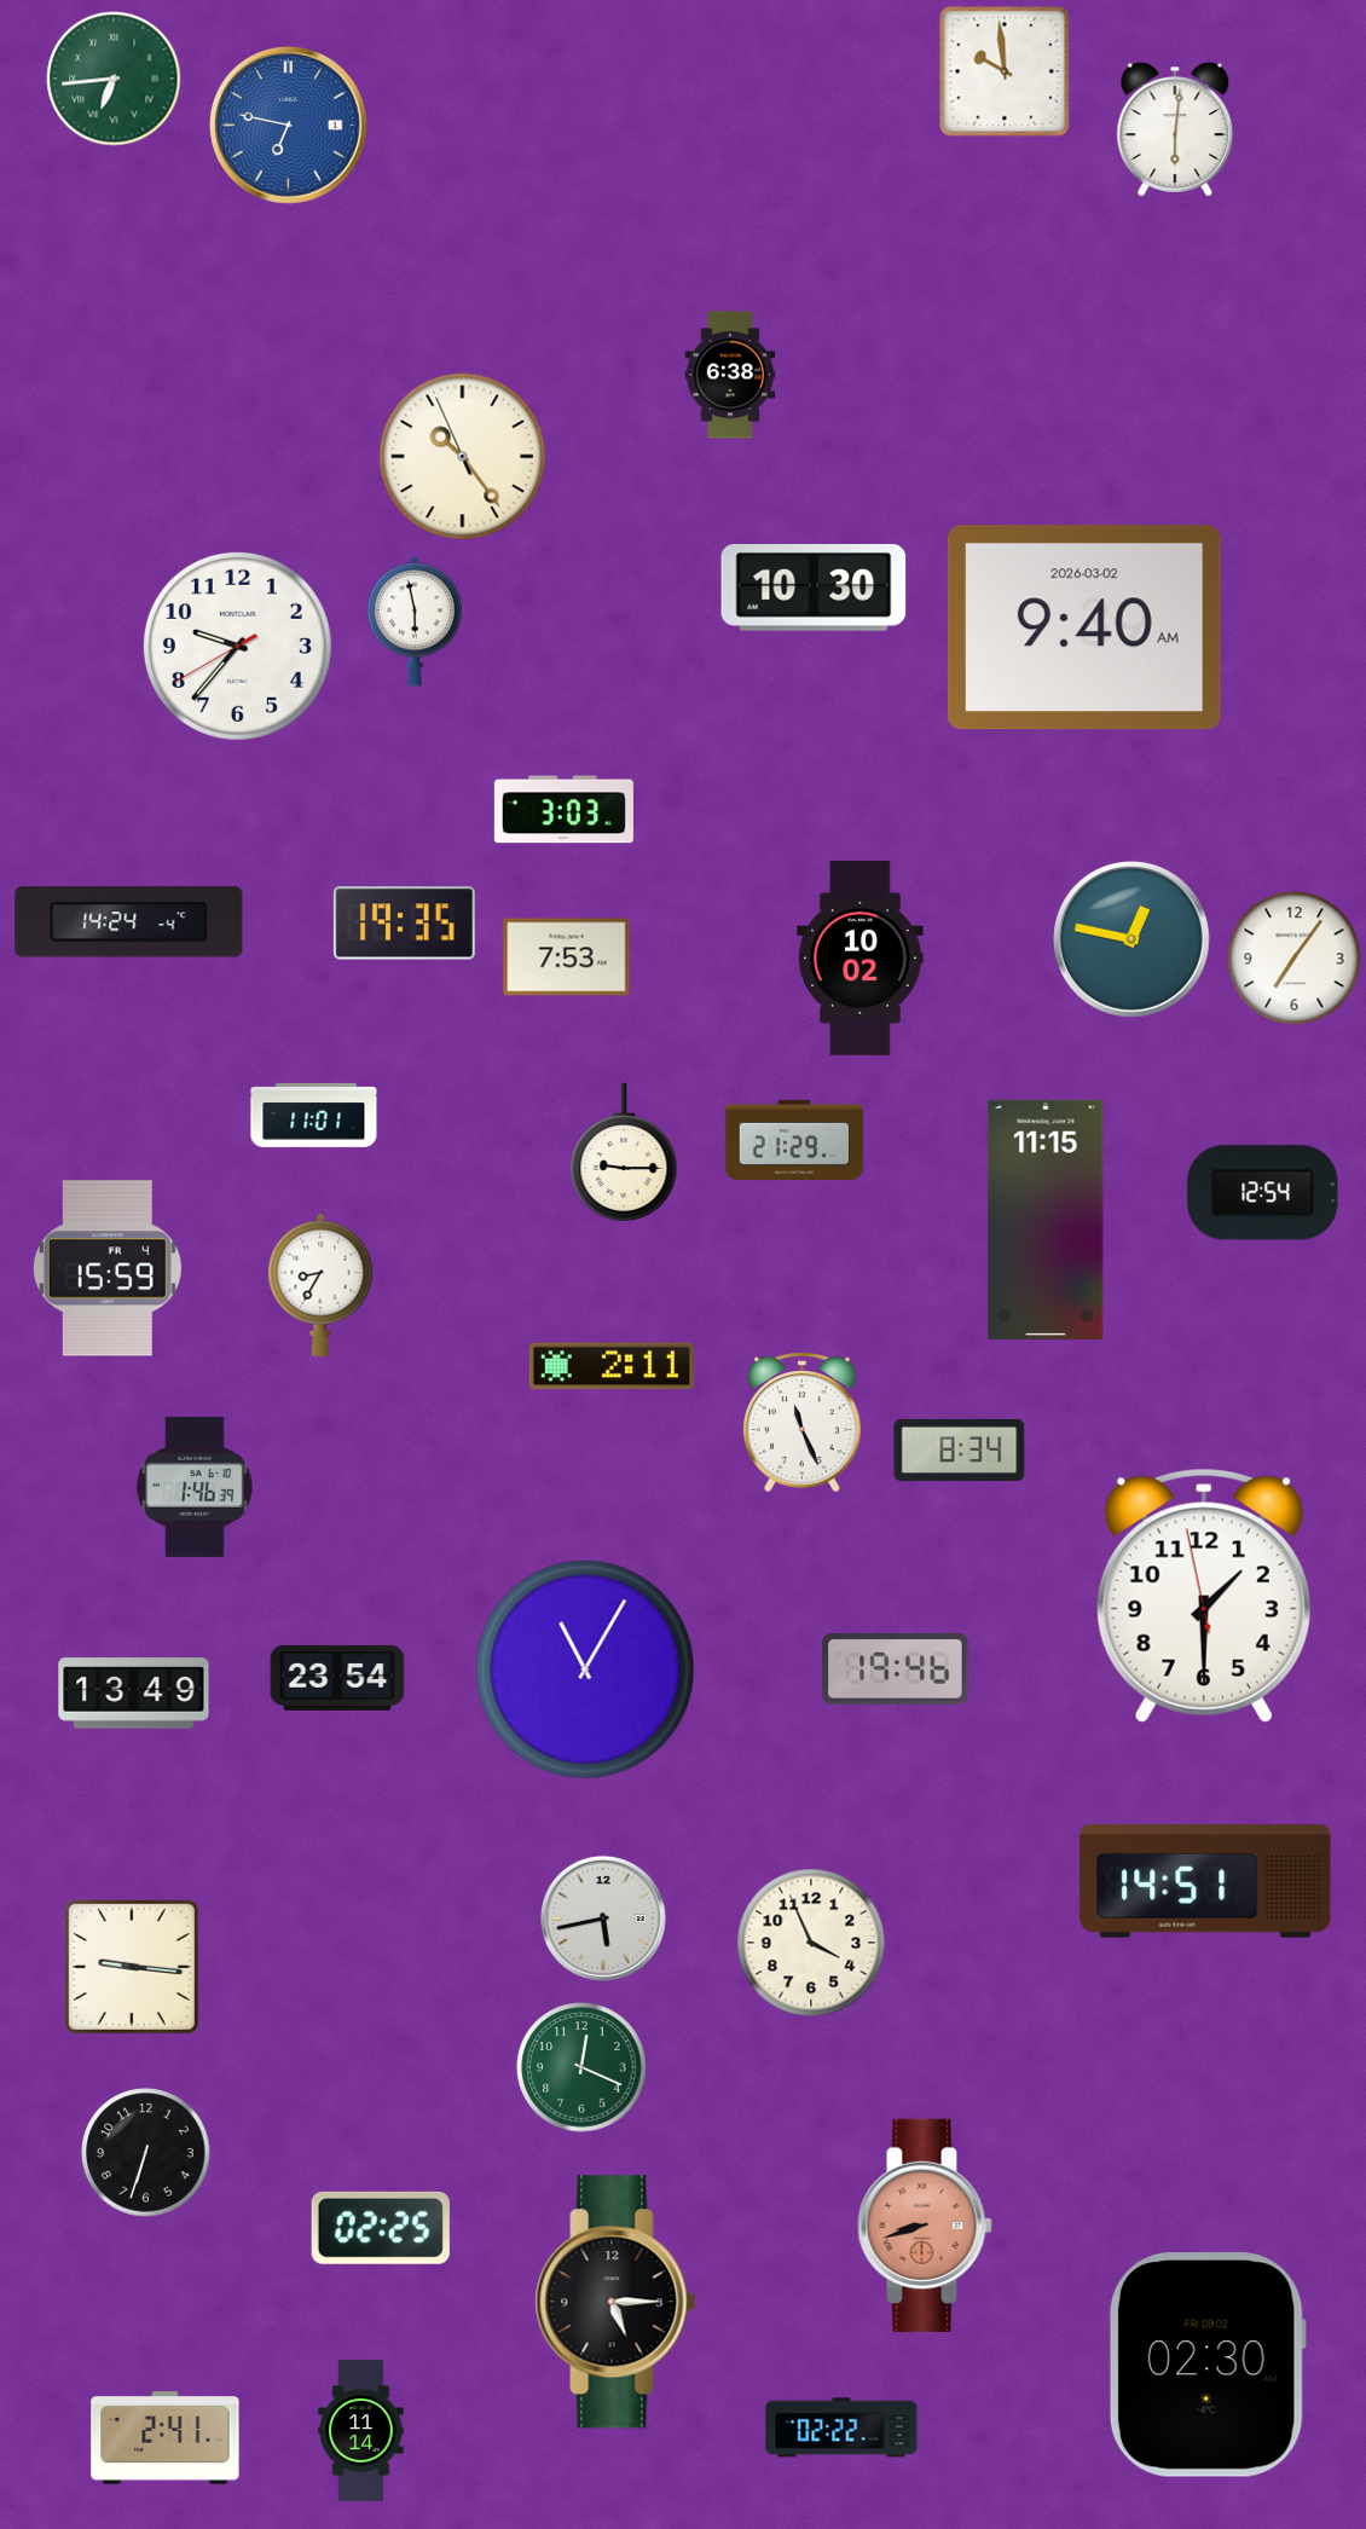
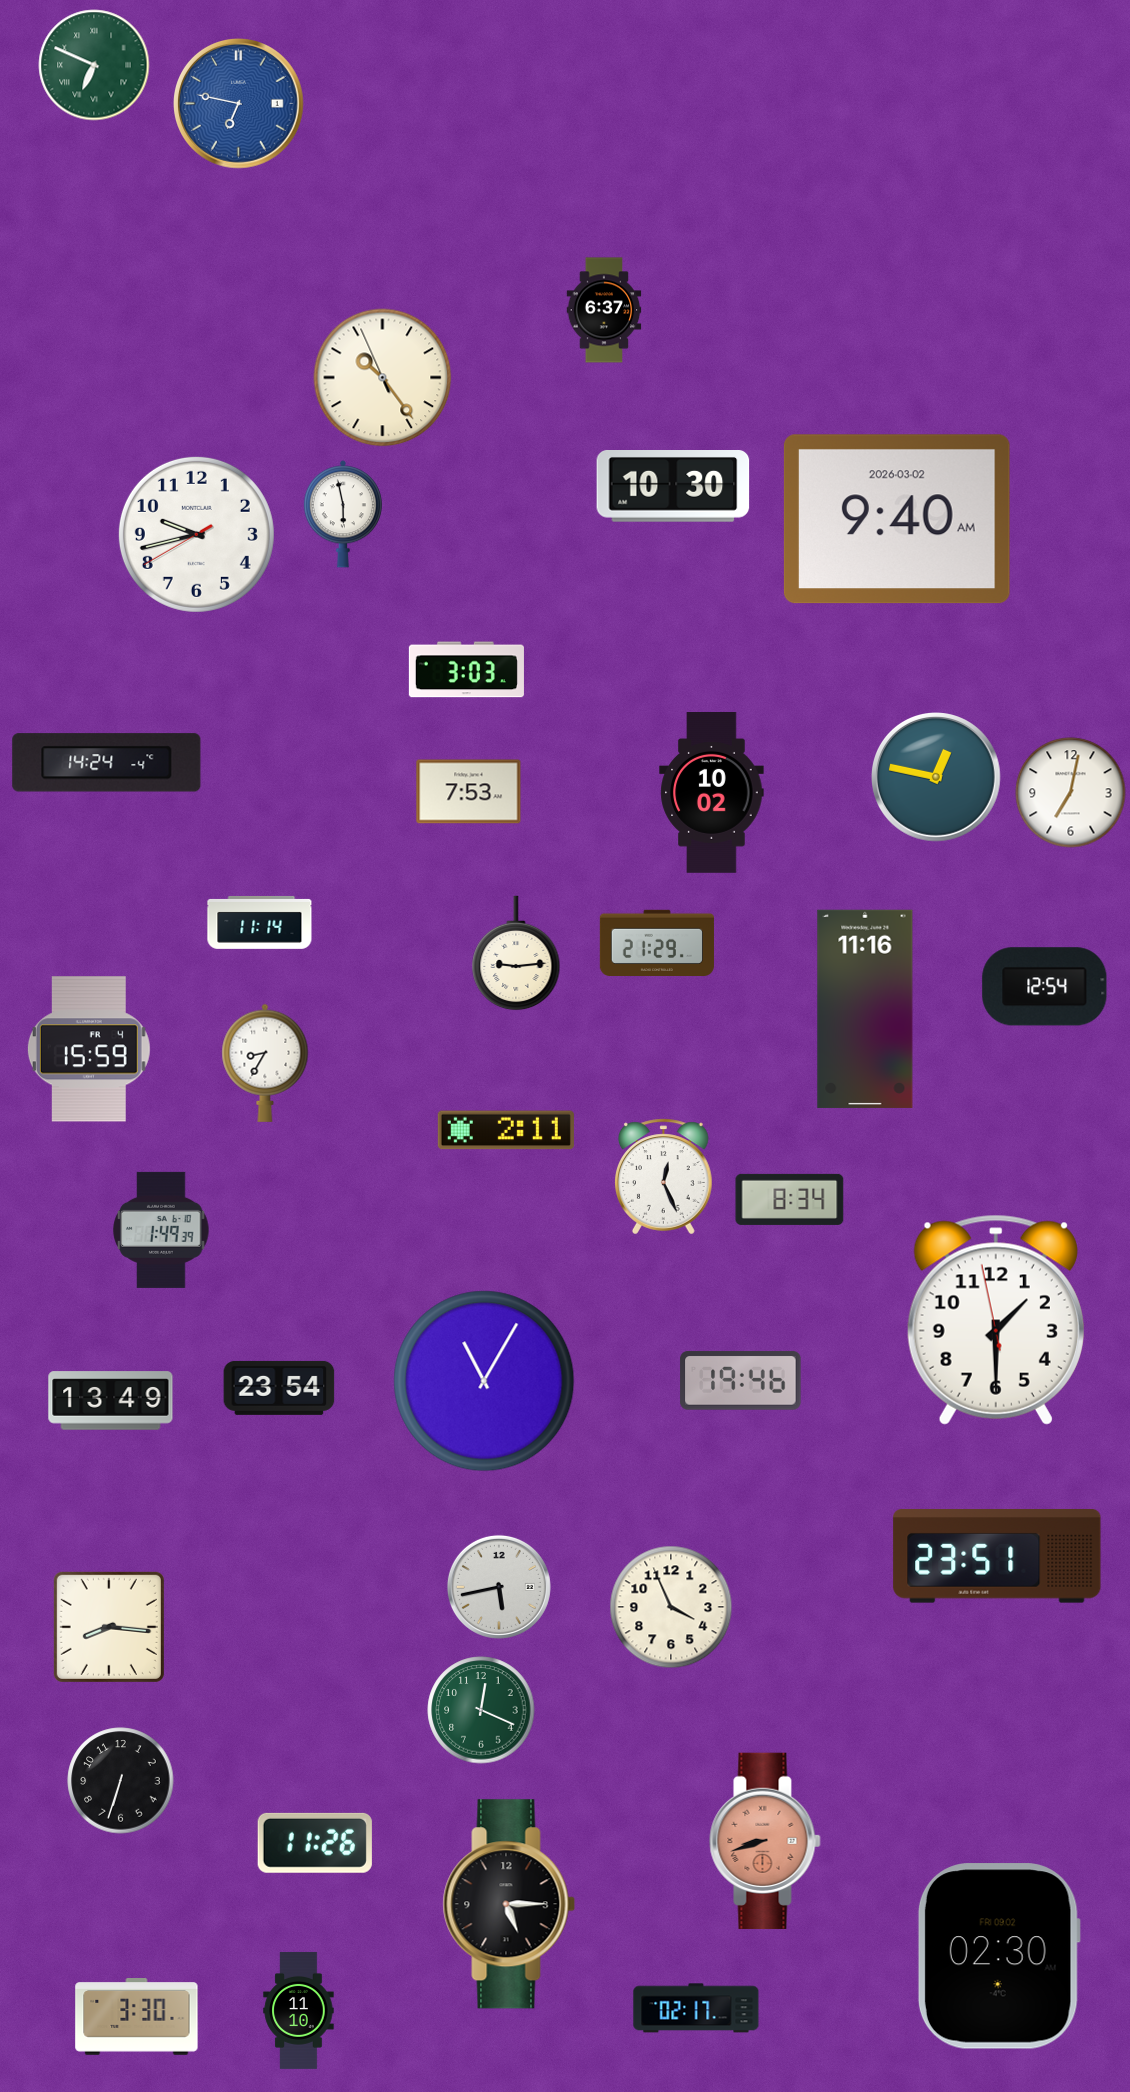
clock at (1005, 71): 9:59 -> none
clock at (114, 79): 6:44 -> 6:49
clock at (1175, 129): 6:01 -> none
clock at (730, 375): 6:38 -> 6:37
clock at (237, 646): 9:36 -> 9:42
clock at (404, 924): 19:35 -> none
clock at (1295, 959): 7:06 -> 7:02
clock at (314, 1115): 11:01 -> 11:14
clock at (624, 1152): 9:15 -> 9:14
clock at (1046, 1220): 11:15 -> 11:16
clock at (803, 1423): 11:26 -> 12:26
clock at (960, 1449) position: (960, 1449) -> (790, 1199)
clock at (195, 1487): 1:46 -> 1:49
clock at (1205, 1882): 14:51 -> 23:51
clock at (132, 1967): 9:16 -> 8:16
clock at (381, 2228): 02:25 -> 11:26
clock at (841, 2427): 02:22 -> 02:17
clock at (361, 2430): 11:14 -> 11:10
clock at (166, 2438): 2:41 -> 3:30
